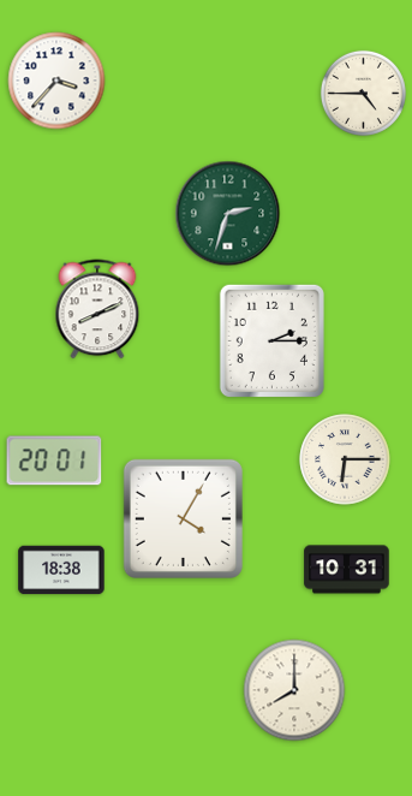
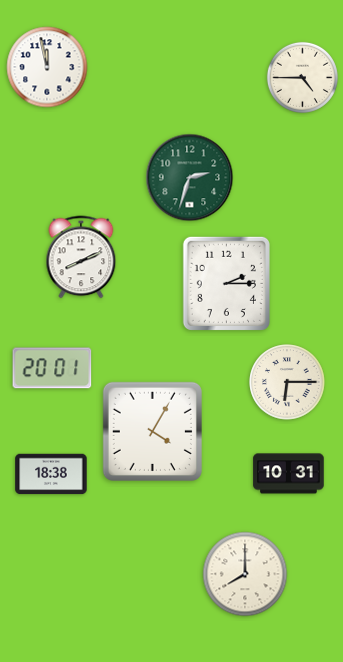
clock at (56, 81): 3:37 -> 11:58
clock at (54, 461) position: (54, 461) -> (52, 368)
